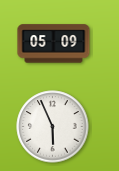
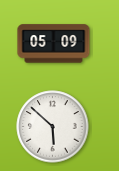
clock at (53, 127): 5:56 -> 5:52
